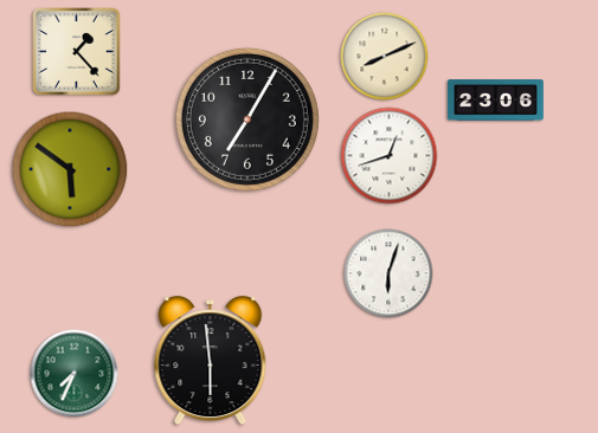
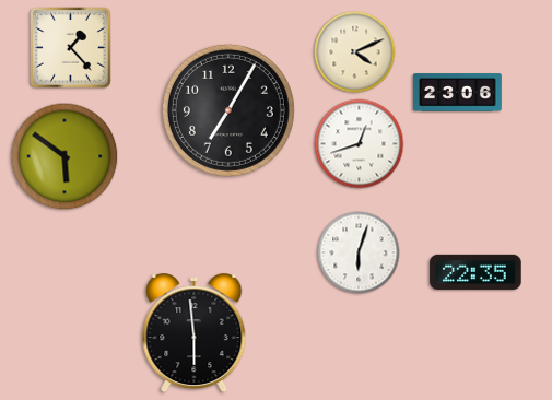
clock at (385, 57): 8:11 -> 4:11
clock at (475, 272): none -> 22:35
clock at (75, 374): 7:34 -> none
